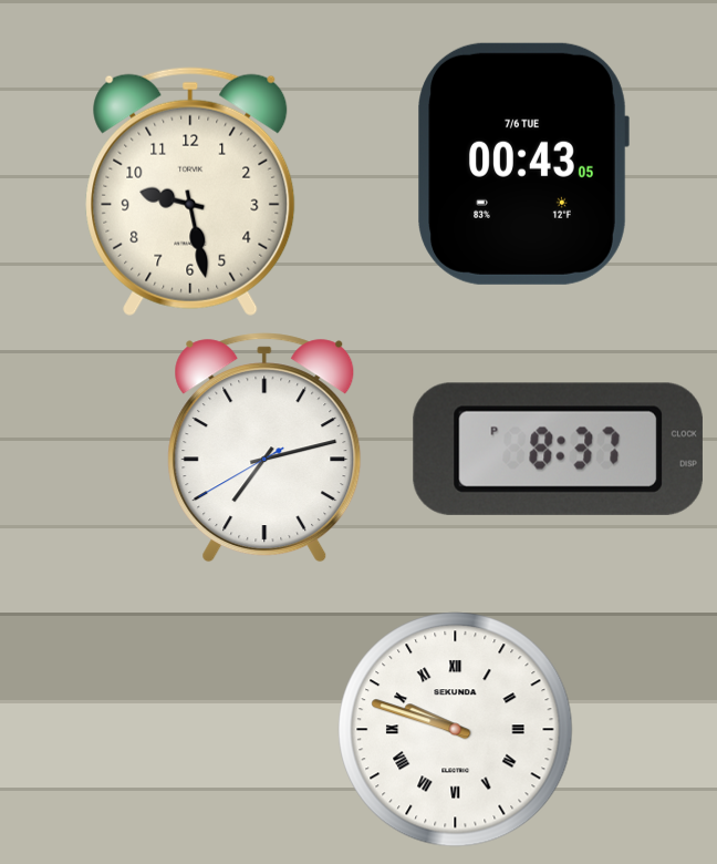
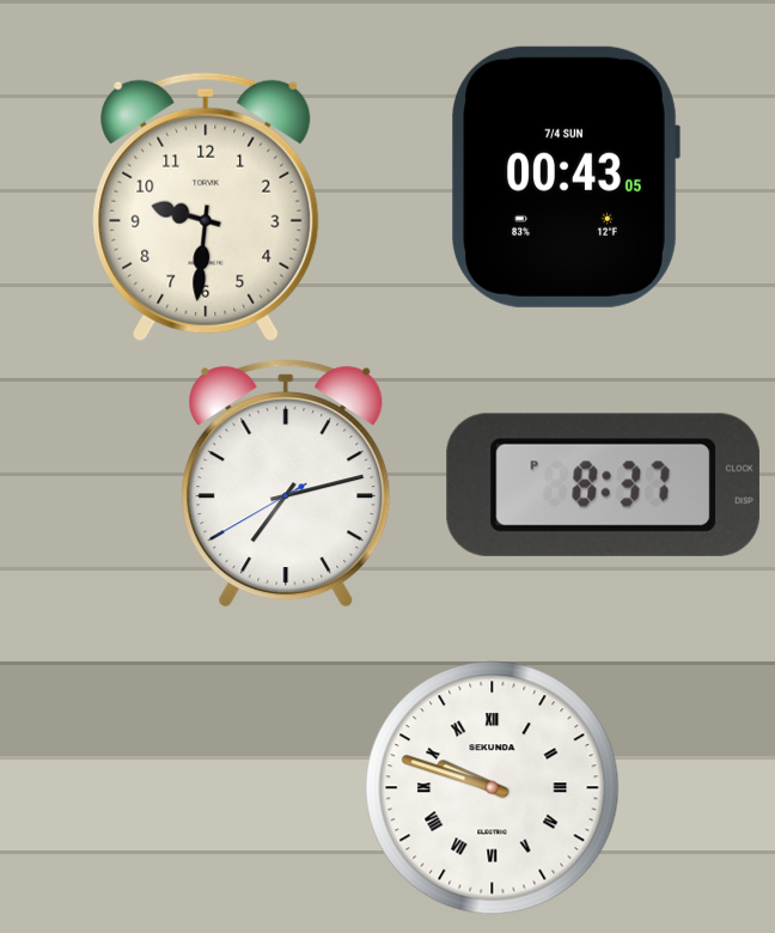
clock at (523, 164) date: 7/6 TUE -> 7/4 SUN
clock at (190, 192): 9:28 -> 9:31
